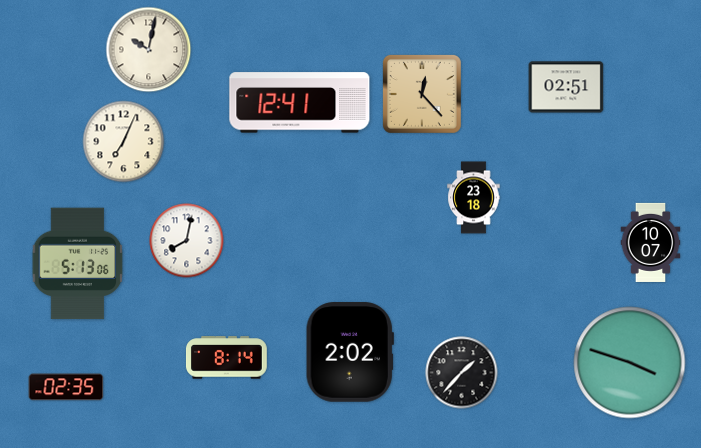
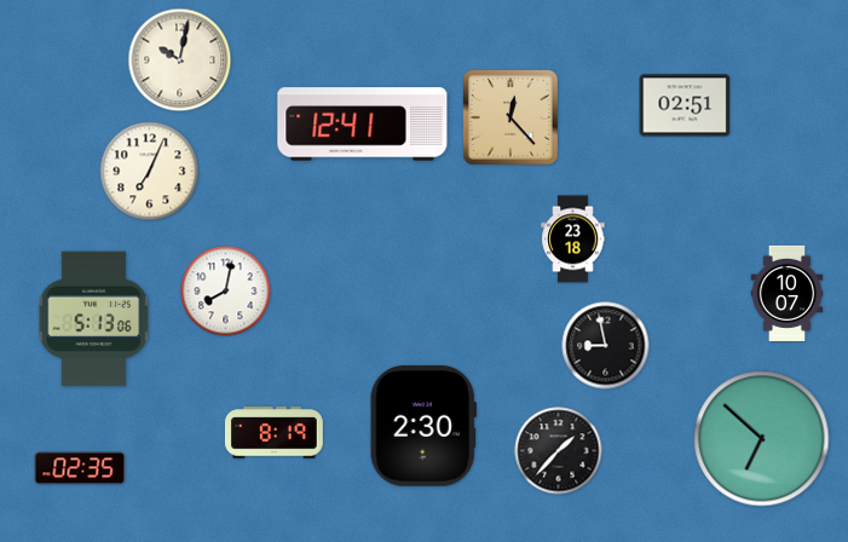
clock at (422, 94) position: (422, 94) -> (510, 117)
clock at (606, 346): none -> 8:58
clock at (350, 352): 2:02 -> 2:30
clock at (226, 358): 8:14 -> 8:19
clock at (630, 363): 3:48 -> 6:52
